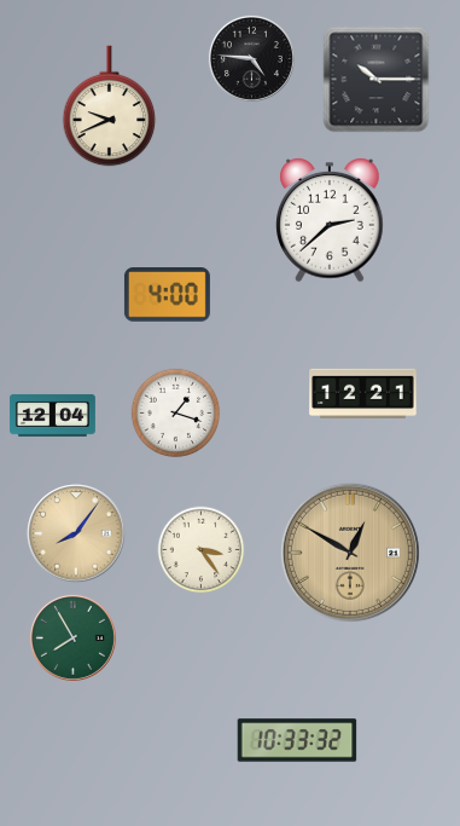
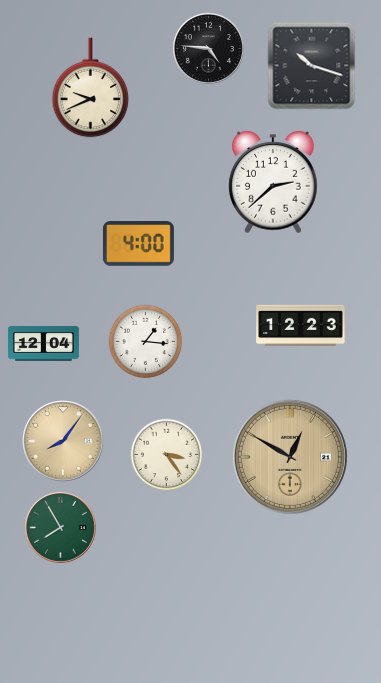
clock at (377, 80): 10:15 -> 10:18
clock at (363, 394): 12:21 -> 12:23
clock at (176, 414): 1:18 -> 1:16
clock at (297, 740): 10:33 -> none
